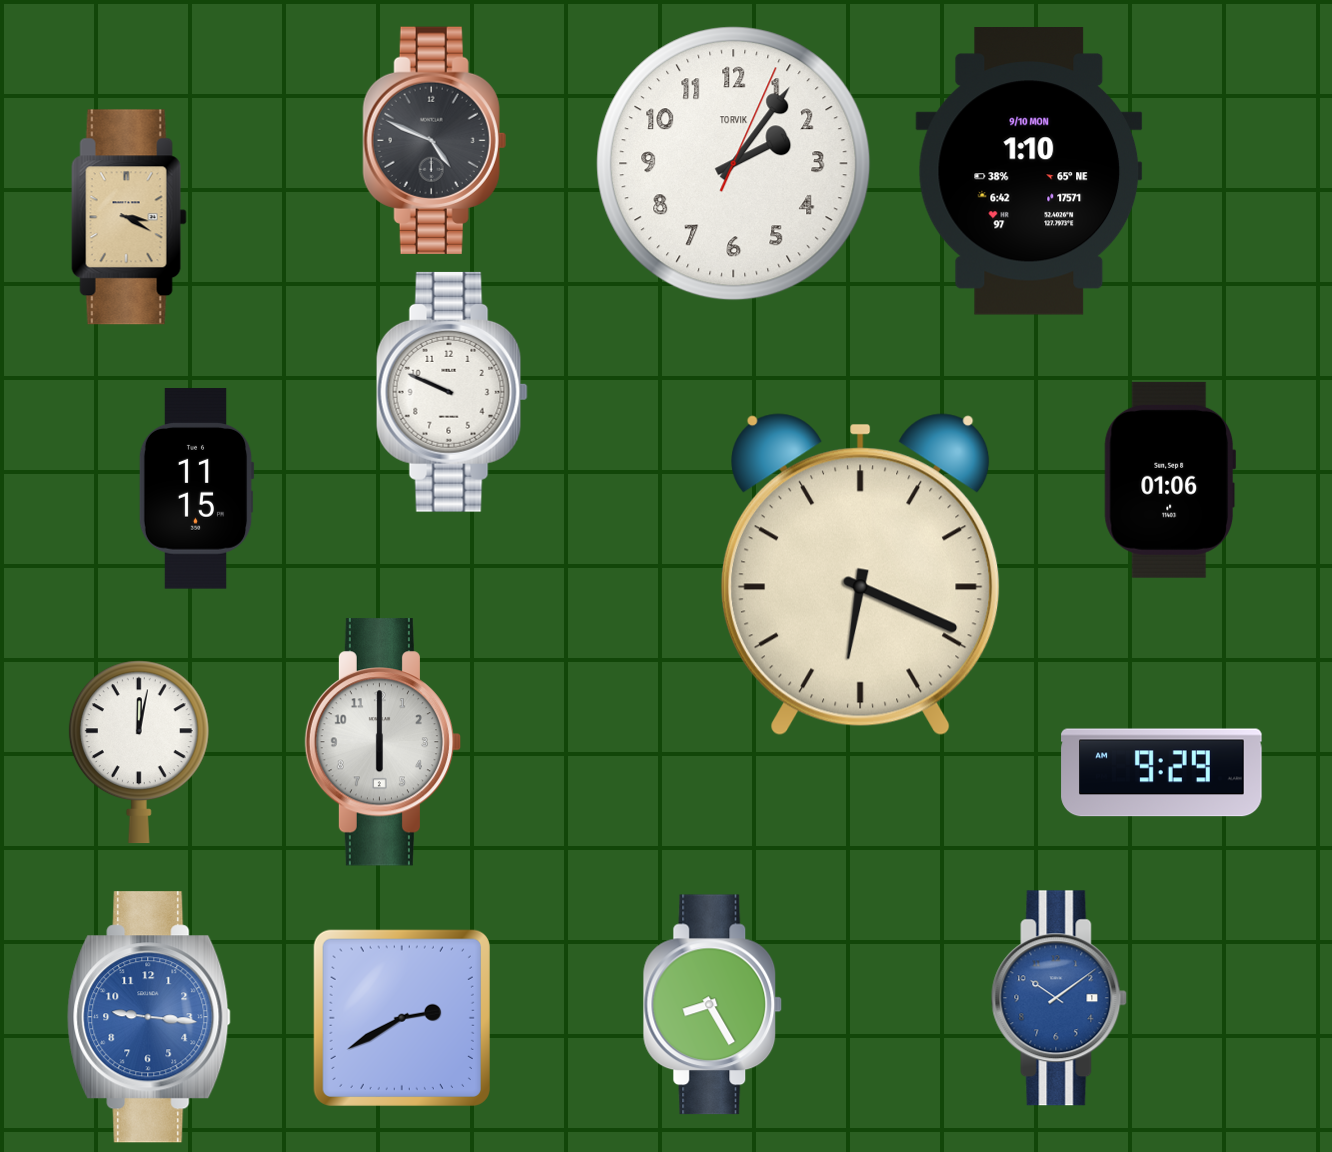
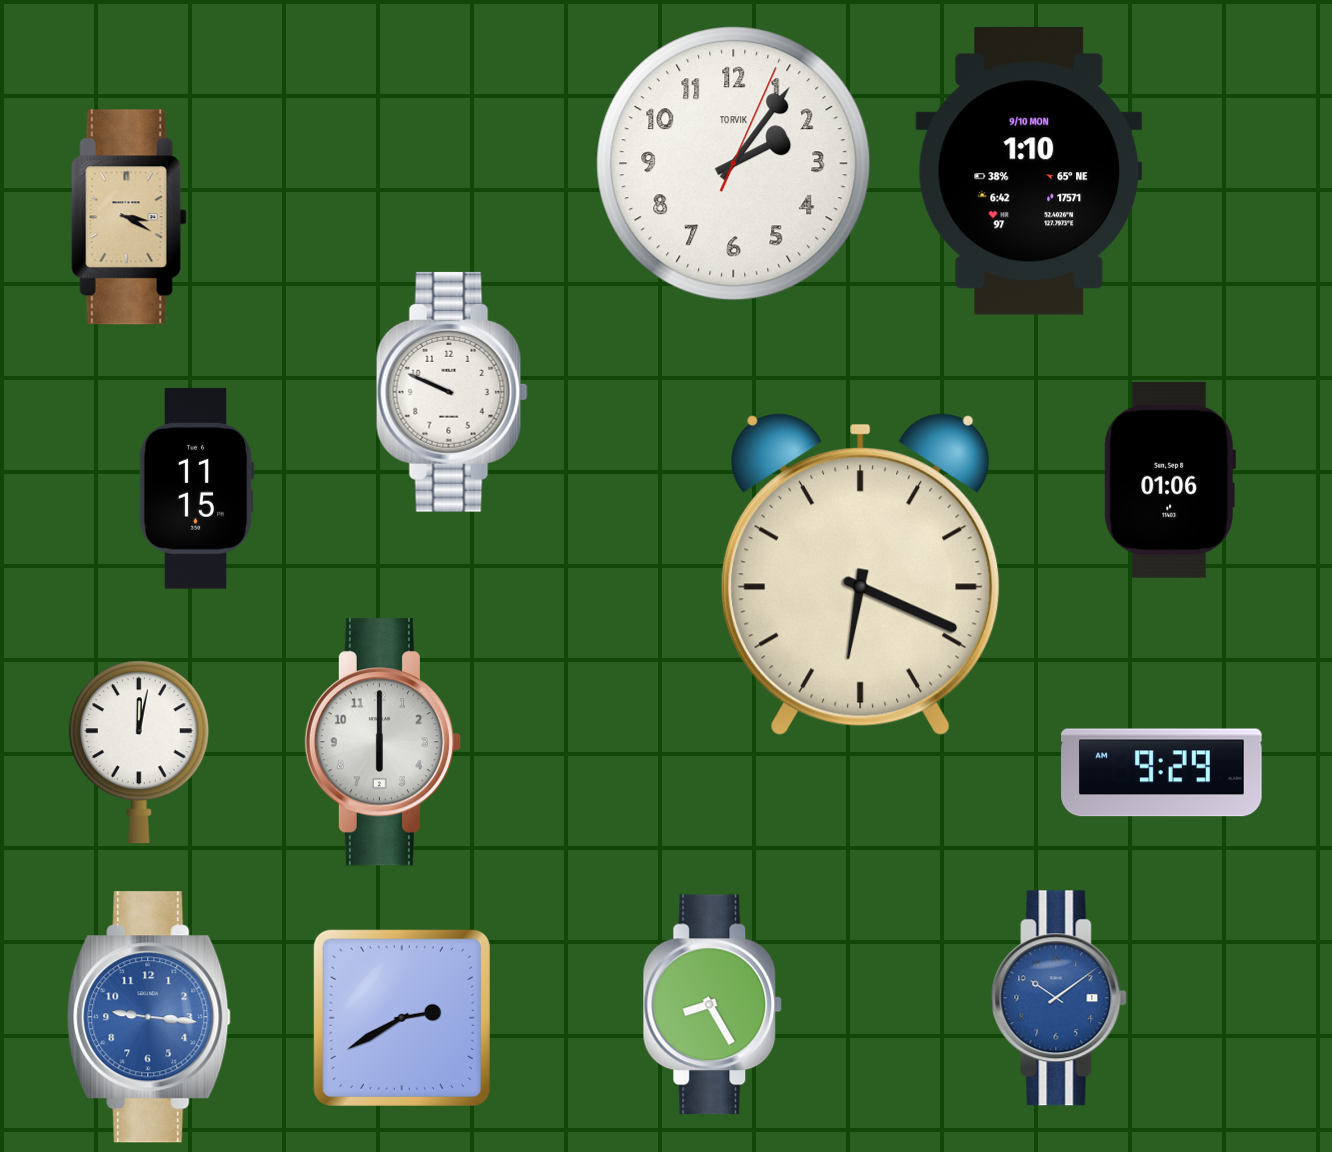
clock at (434, 140): 4:49 -> none
